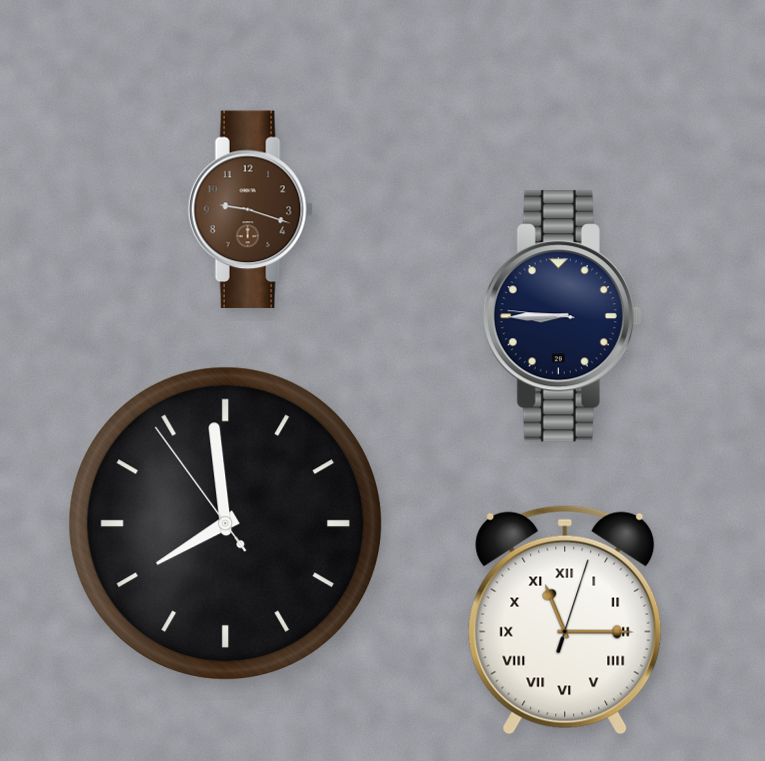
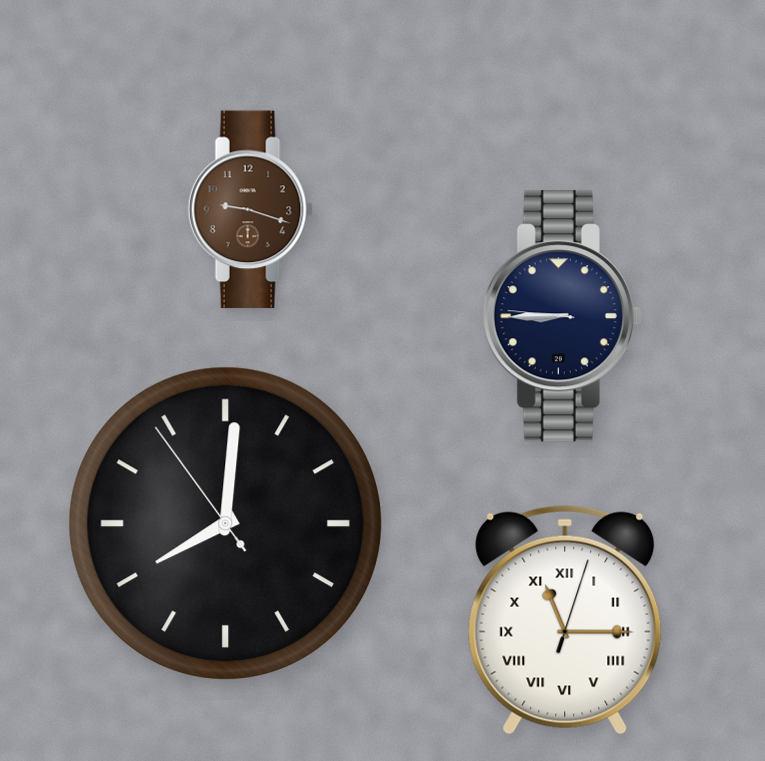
clock at (225, 523): 7:58 -> 8:00
